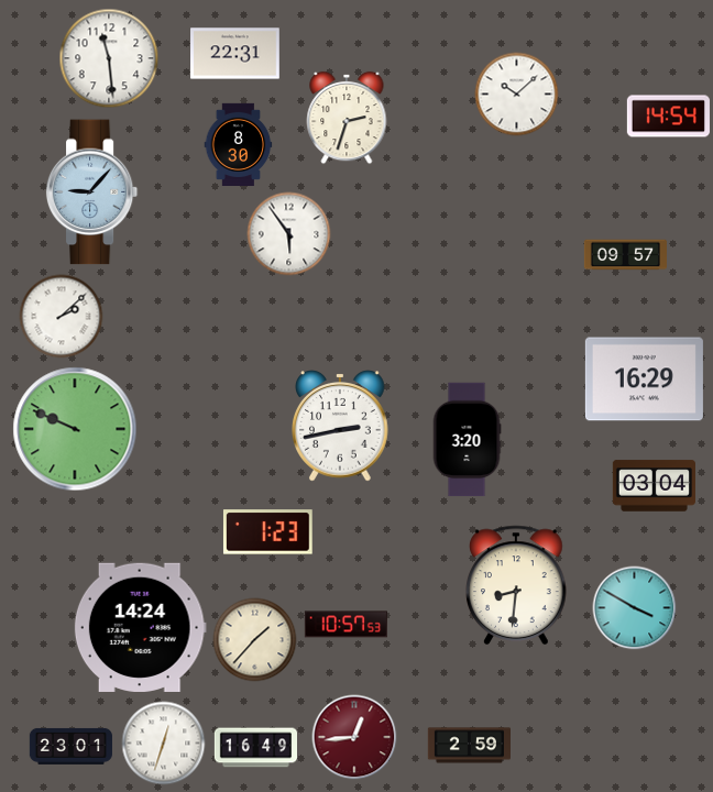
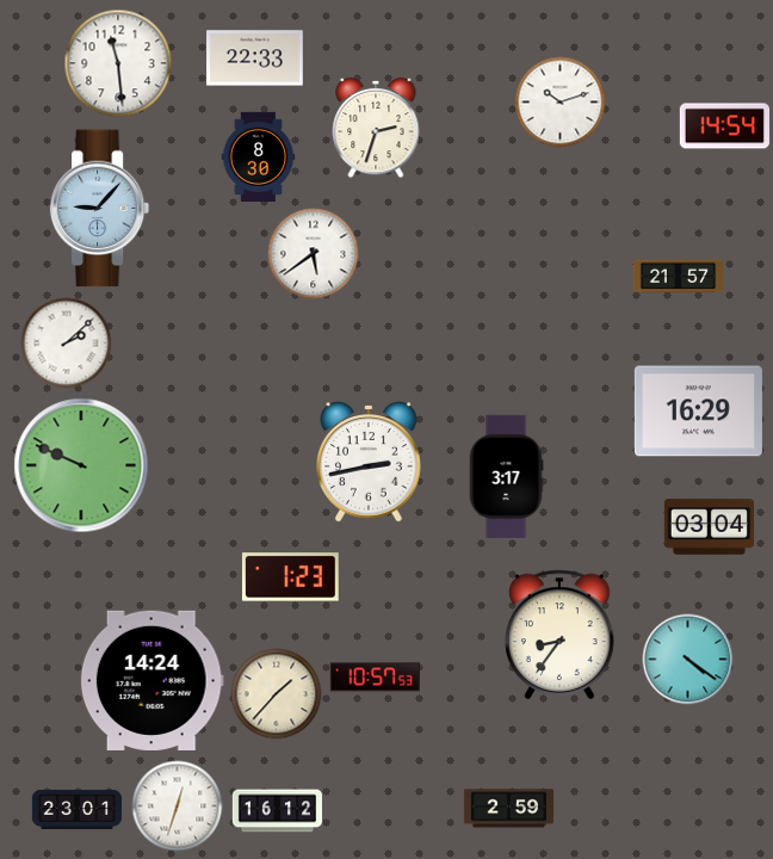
clock at (235, 54): 22:31 -> 22:33
clock at (517, 95): 10:08 -> 10:12
clock at (289, 234): 5:54 -> 5:39
clock at (625, 255): 09:57 -> 21:57
clock at (467, 440): 3:20 -> 3:17
clock at (517, 584): 8:31 -> 8:36
clock at (635, 608): 3:50 -> 4:21
clock at (354, 737): 12:44 -> none
clock at (255, 748): 16:49 -> 16:12
